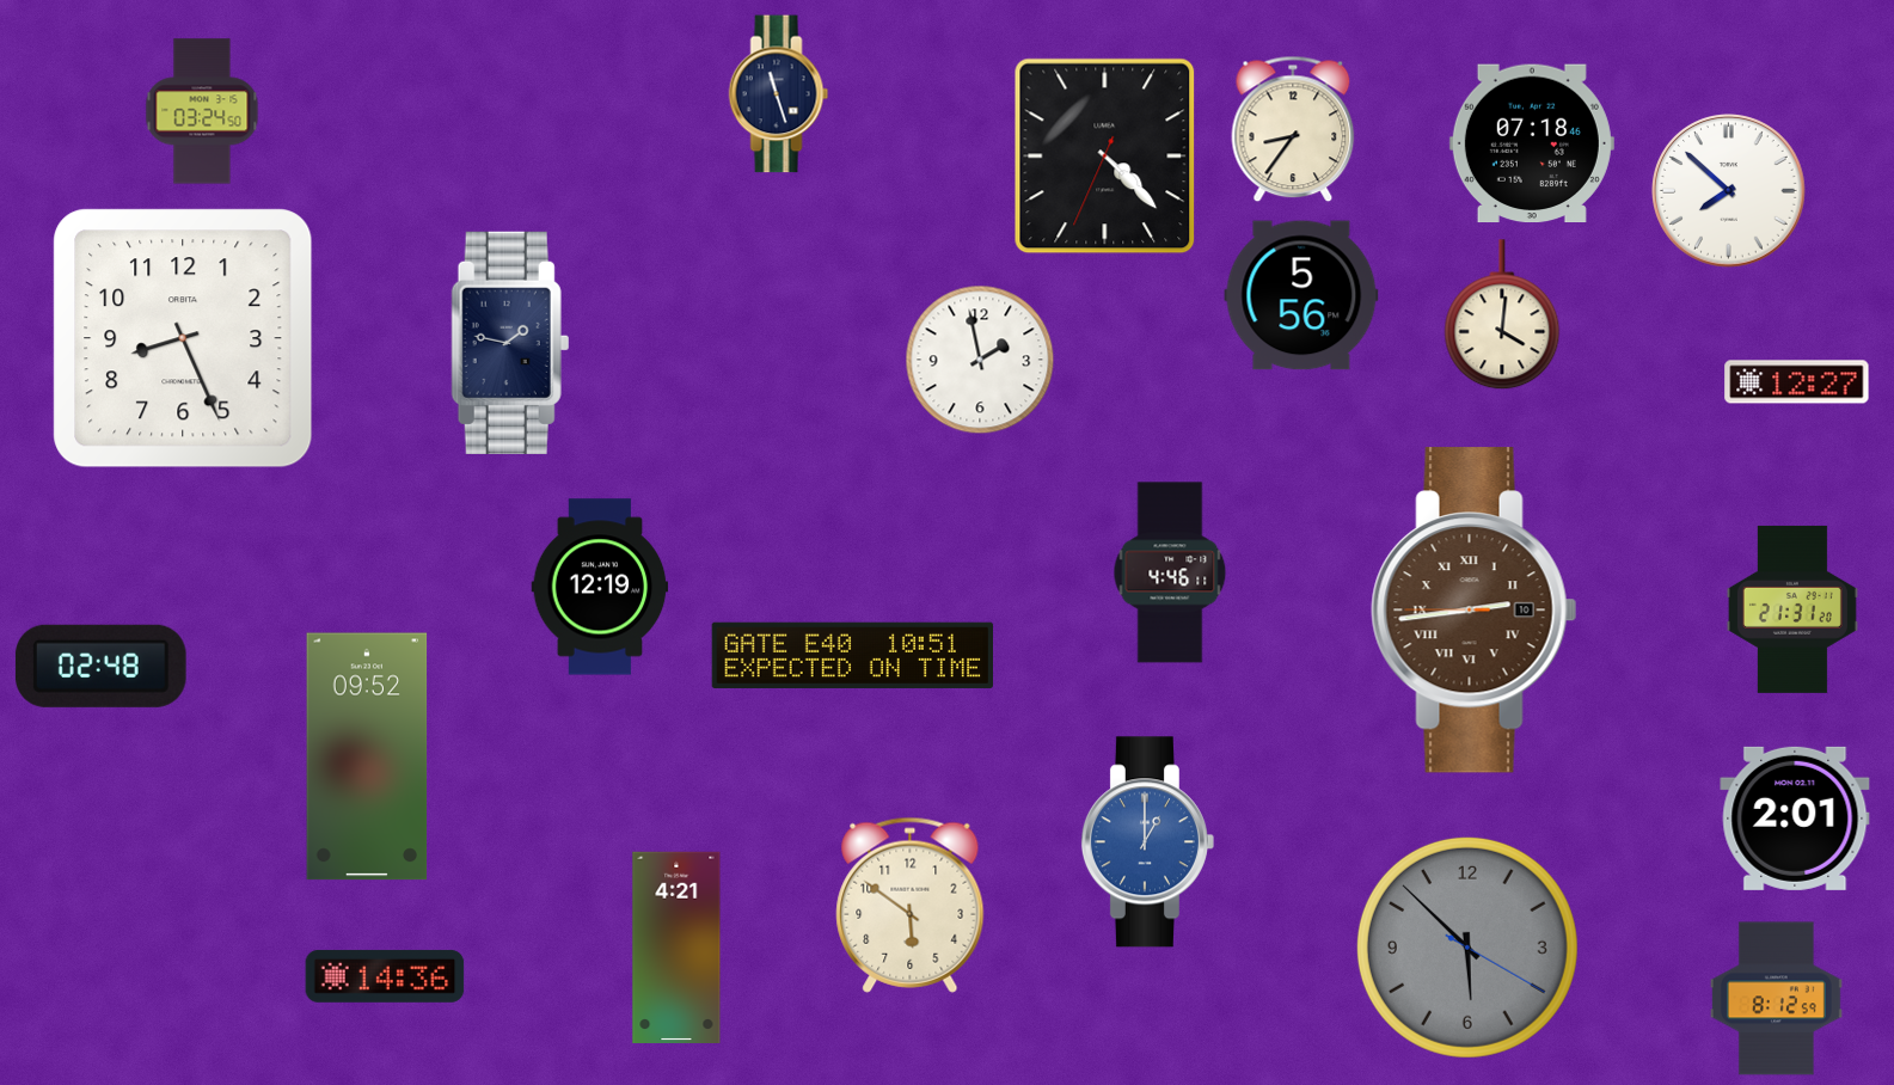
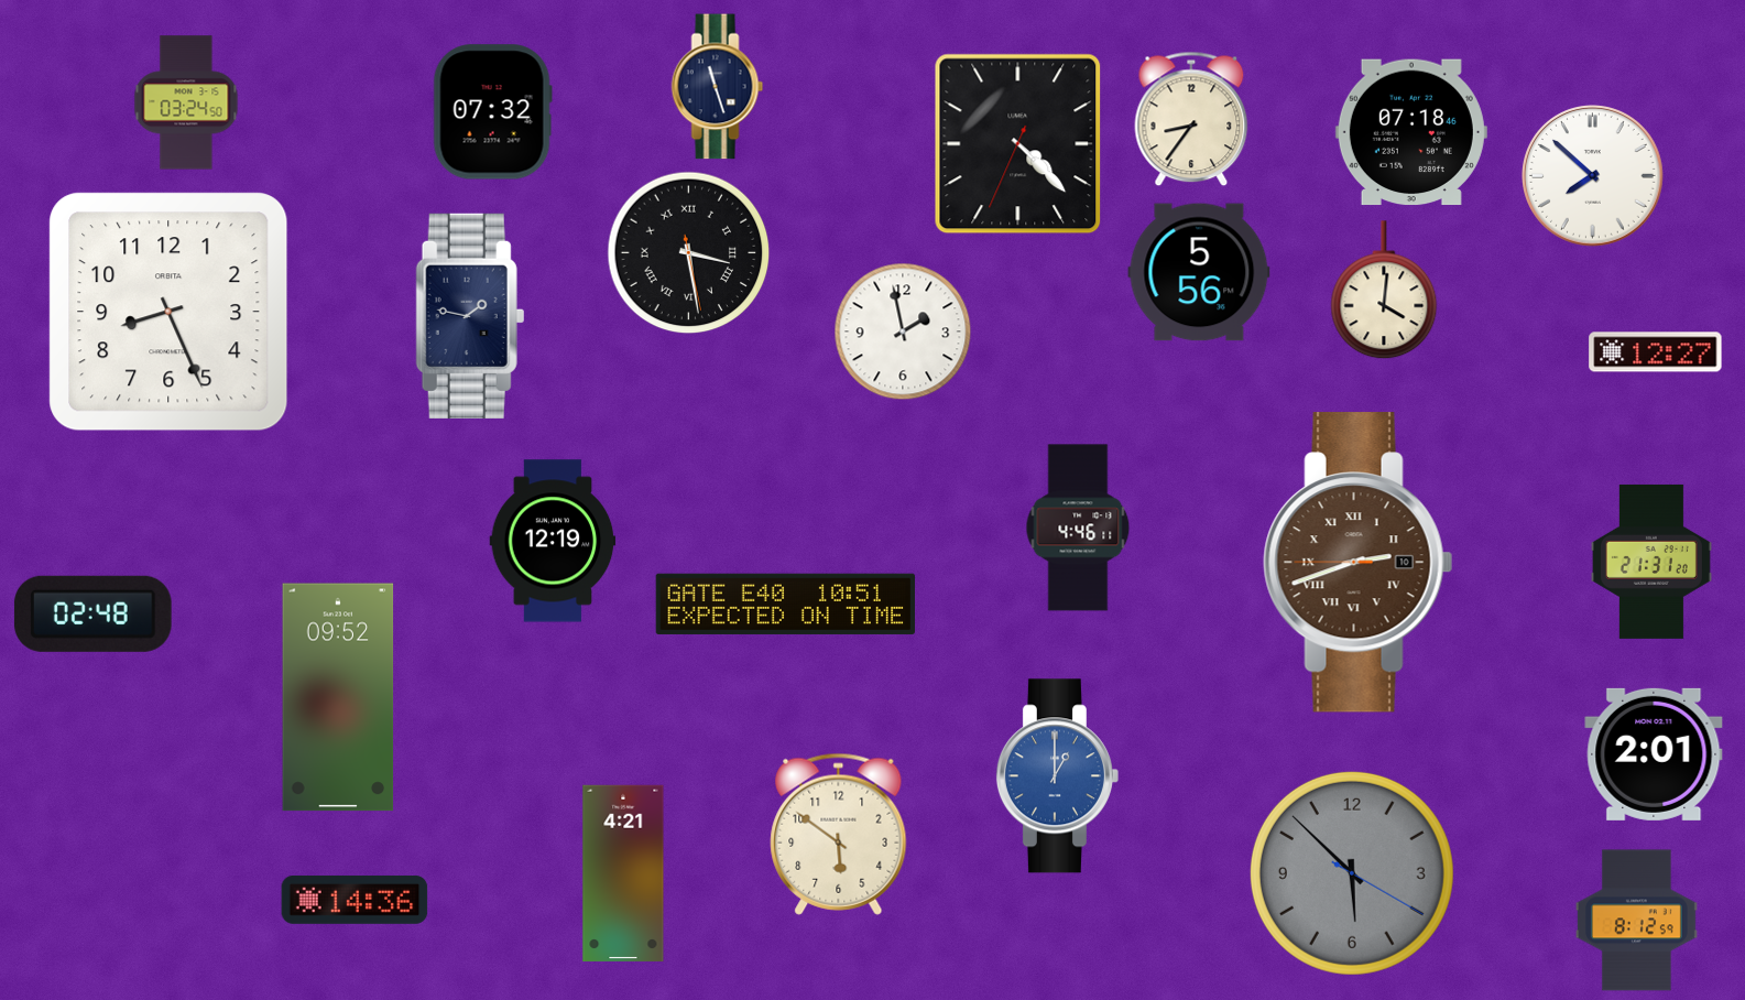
clock at (492, 112): none -> 07:32
clock at (689, 253): none -> 3:28
clock at (1475, 611): 2:43 -> 2:41
